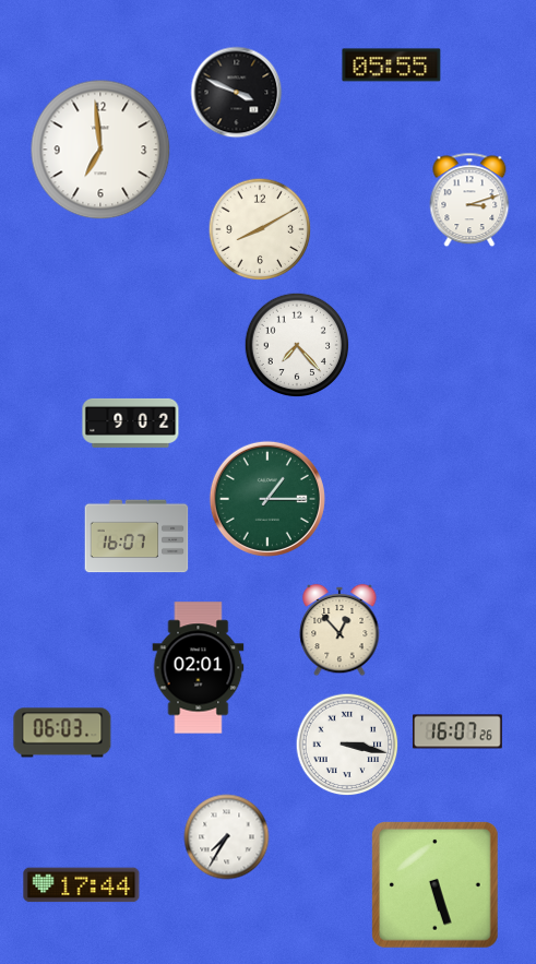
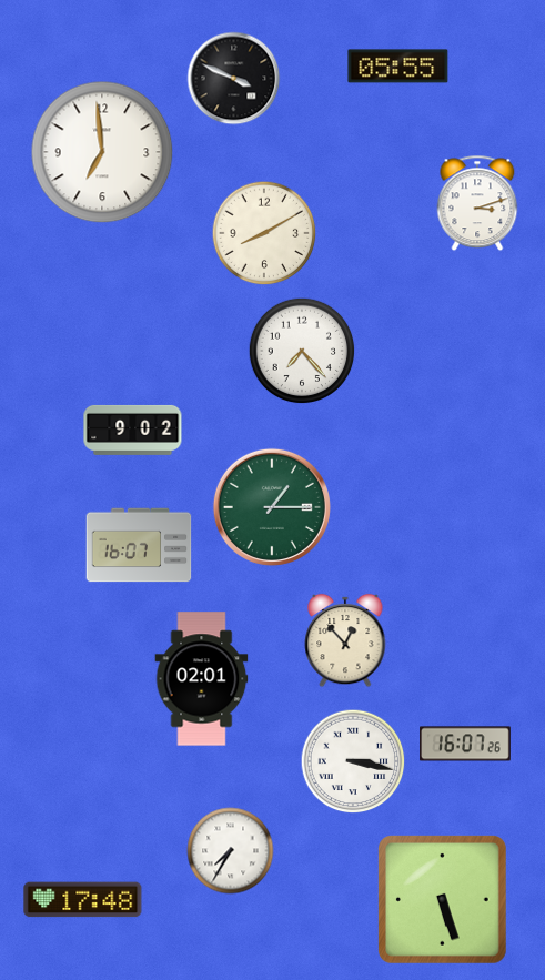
clock at (237, 93) position: (237, 93) -> (234, 79)
clock at (62, 733): 06:03 -> none
clock at (347, 745) position: (347, 745) -> (353, 761)
clock at (82, 885): 17:44 -> 17:48
